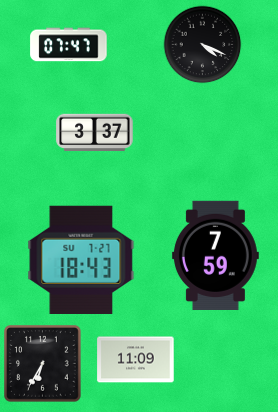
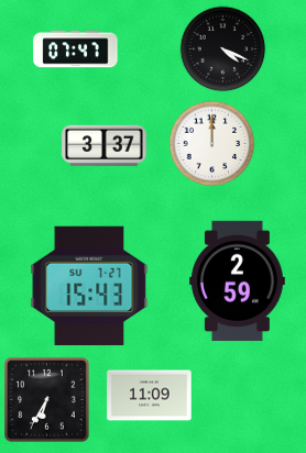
clock at (211, 143): none -> 12:00
clock at (215, 255): 7:59 -> 2:59
clock at (81, 260): 18:43 -> 15:43
